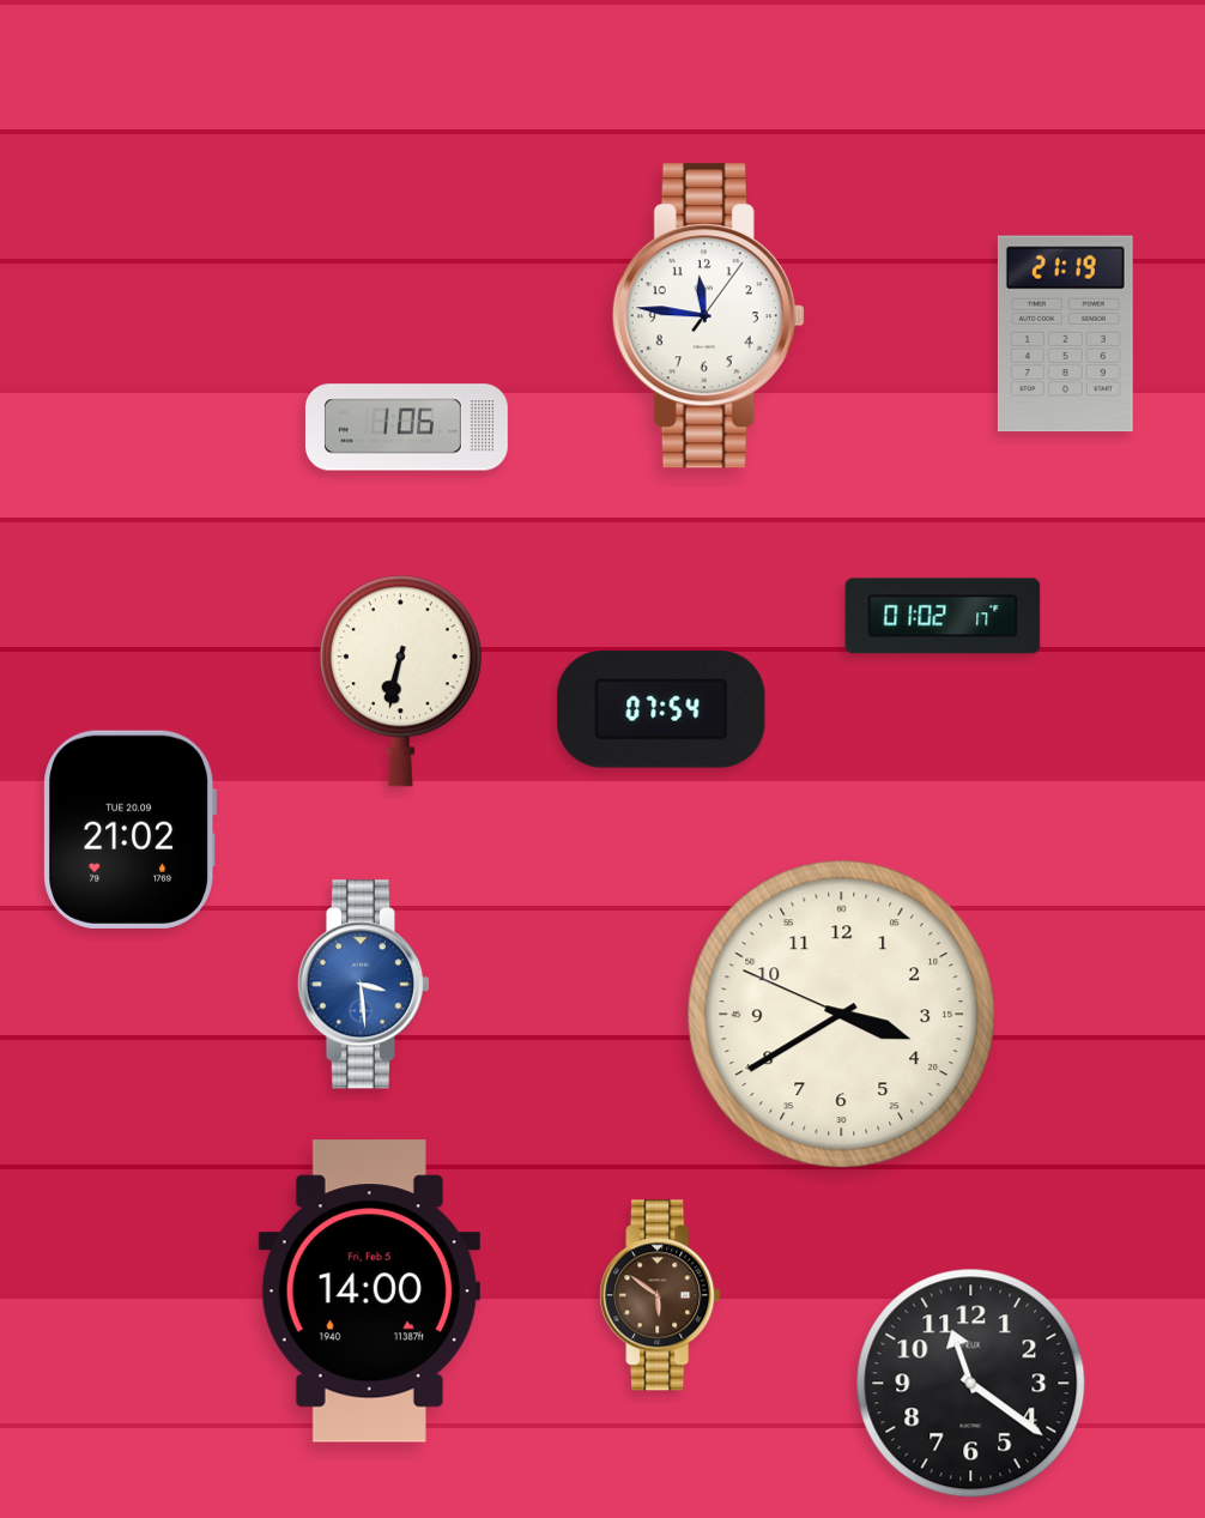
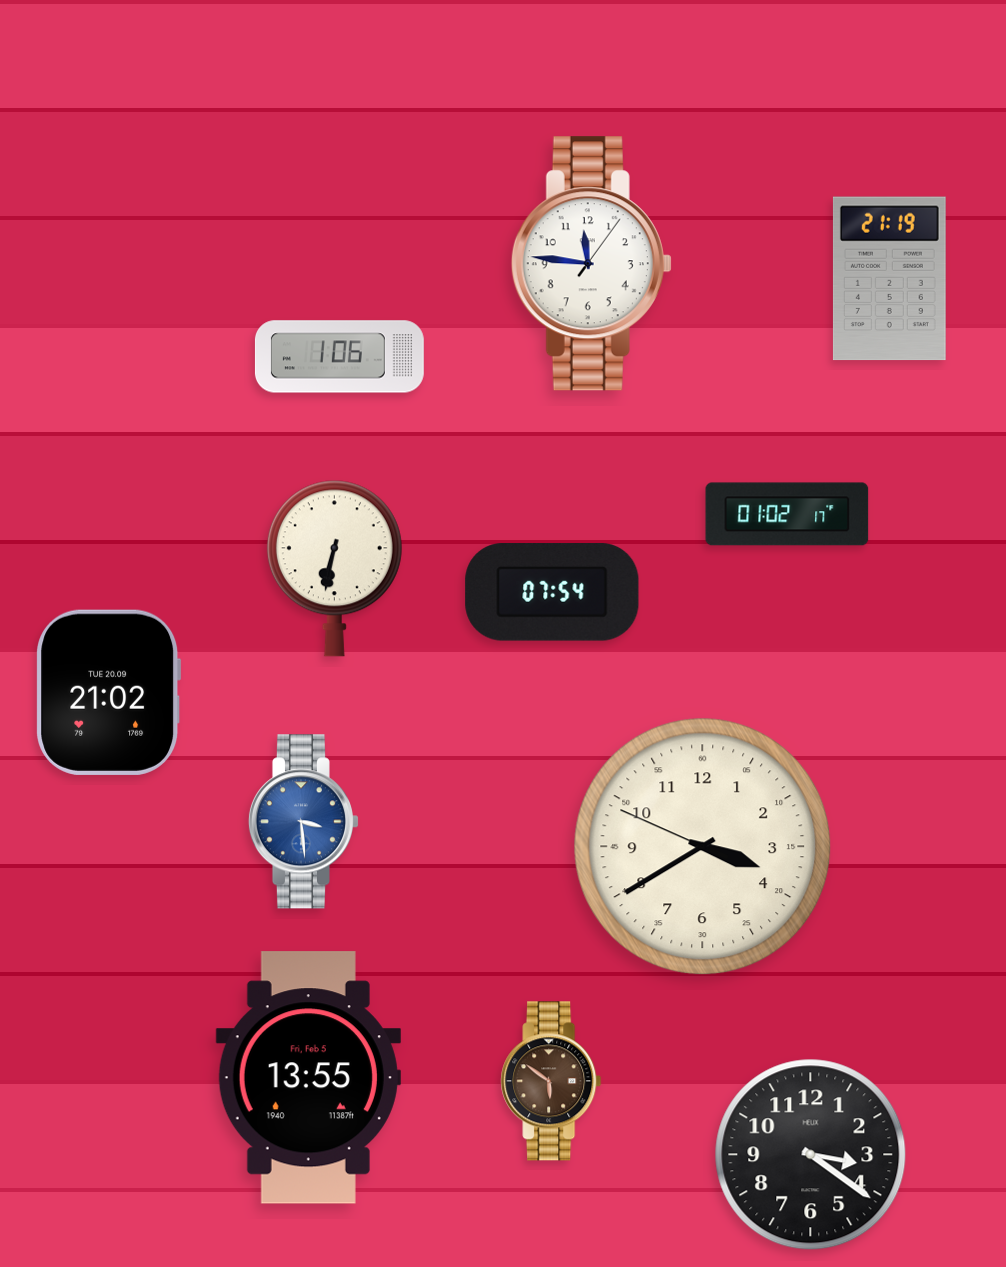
clock at (369, 1292): 14:00 -> 13:55
clock at (971, 1384): 11:21 -> 3:21
